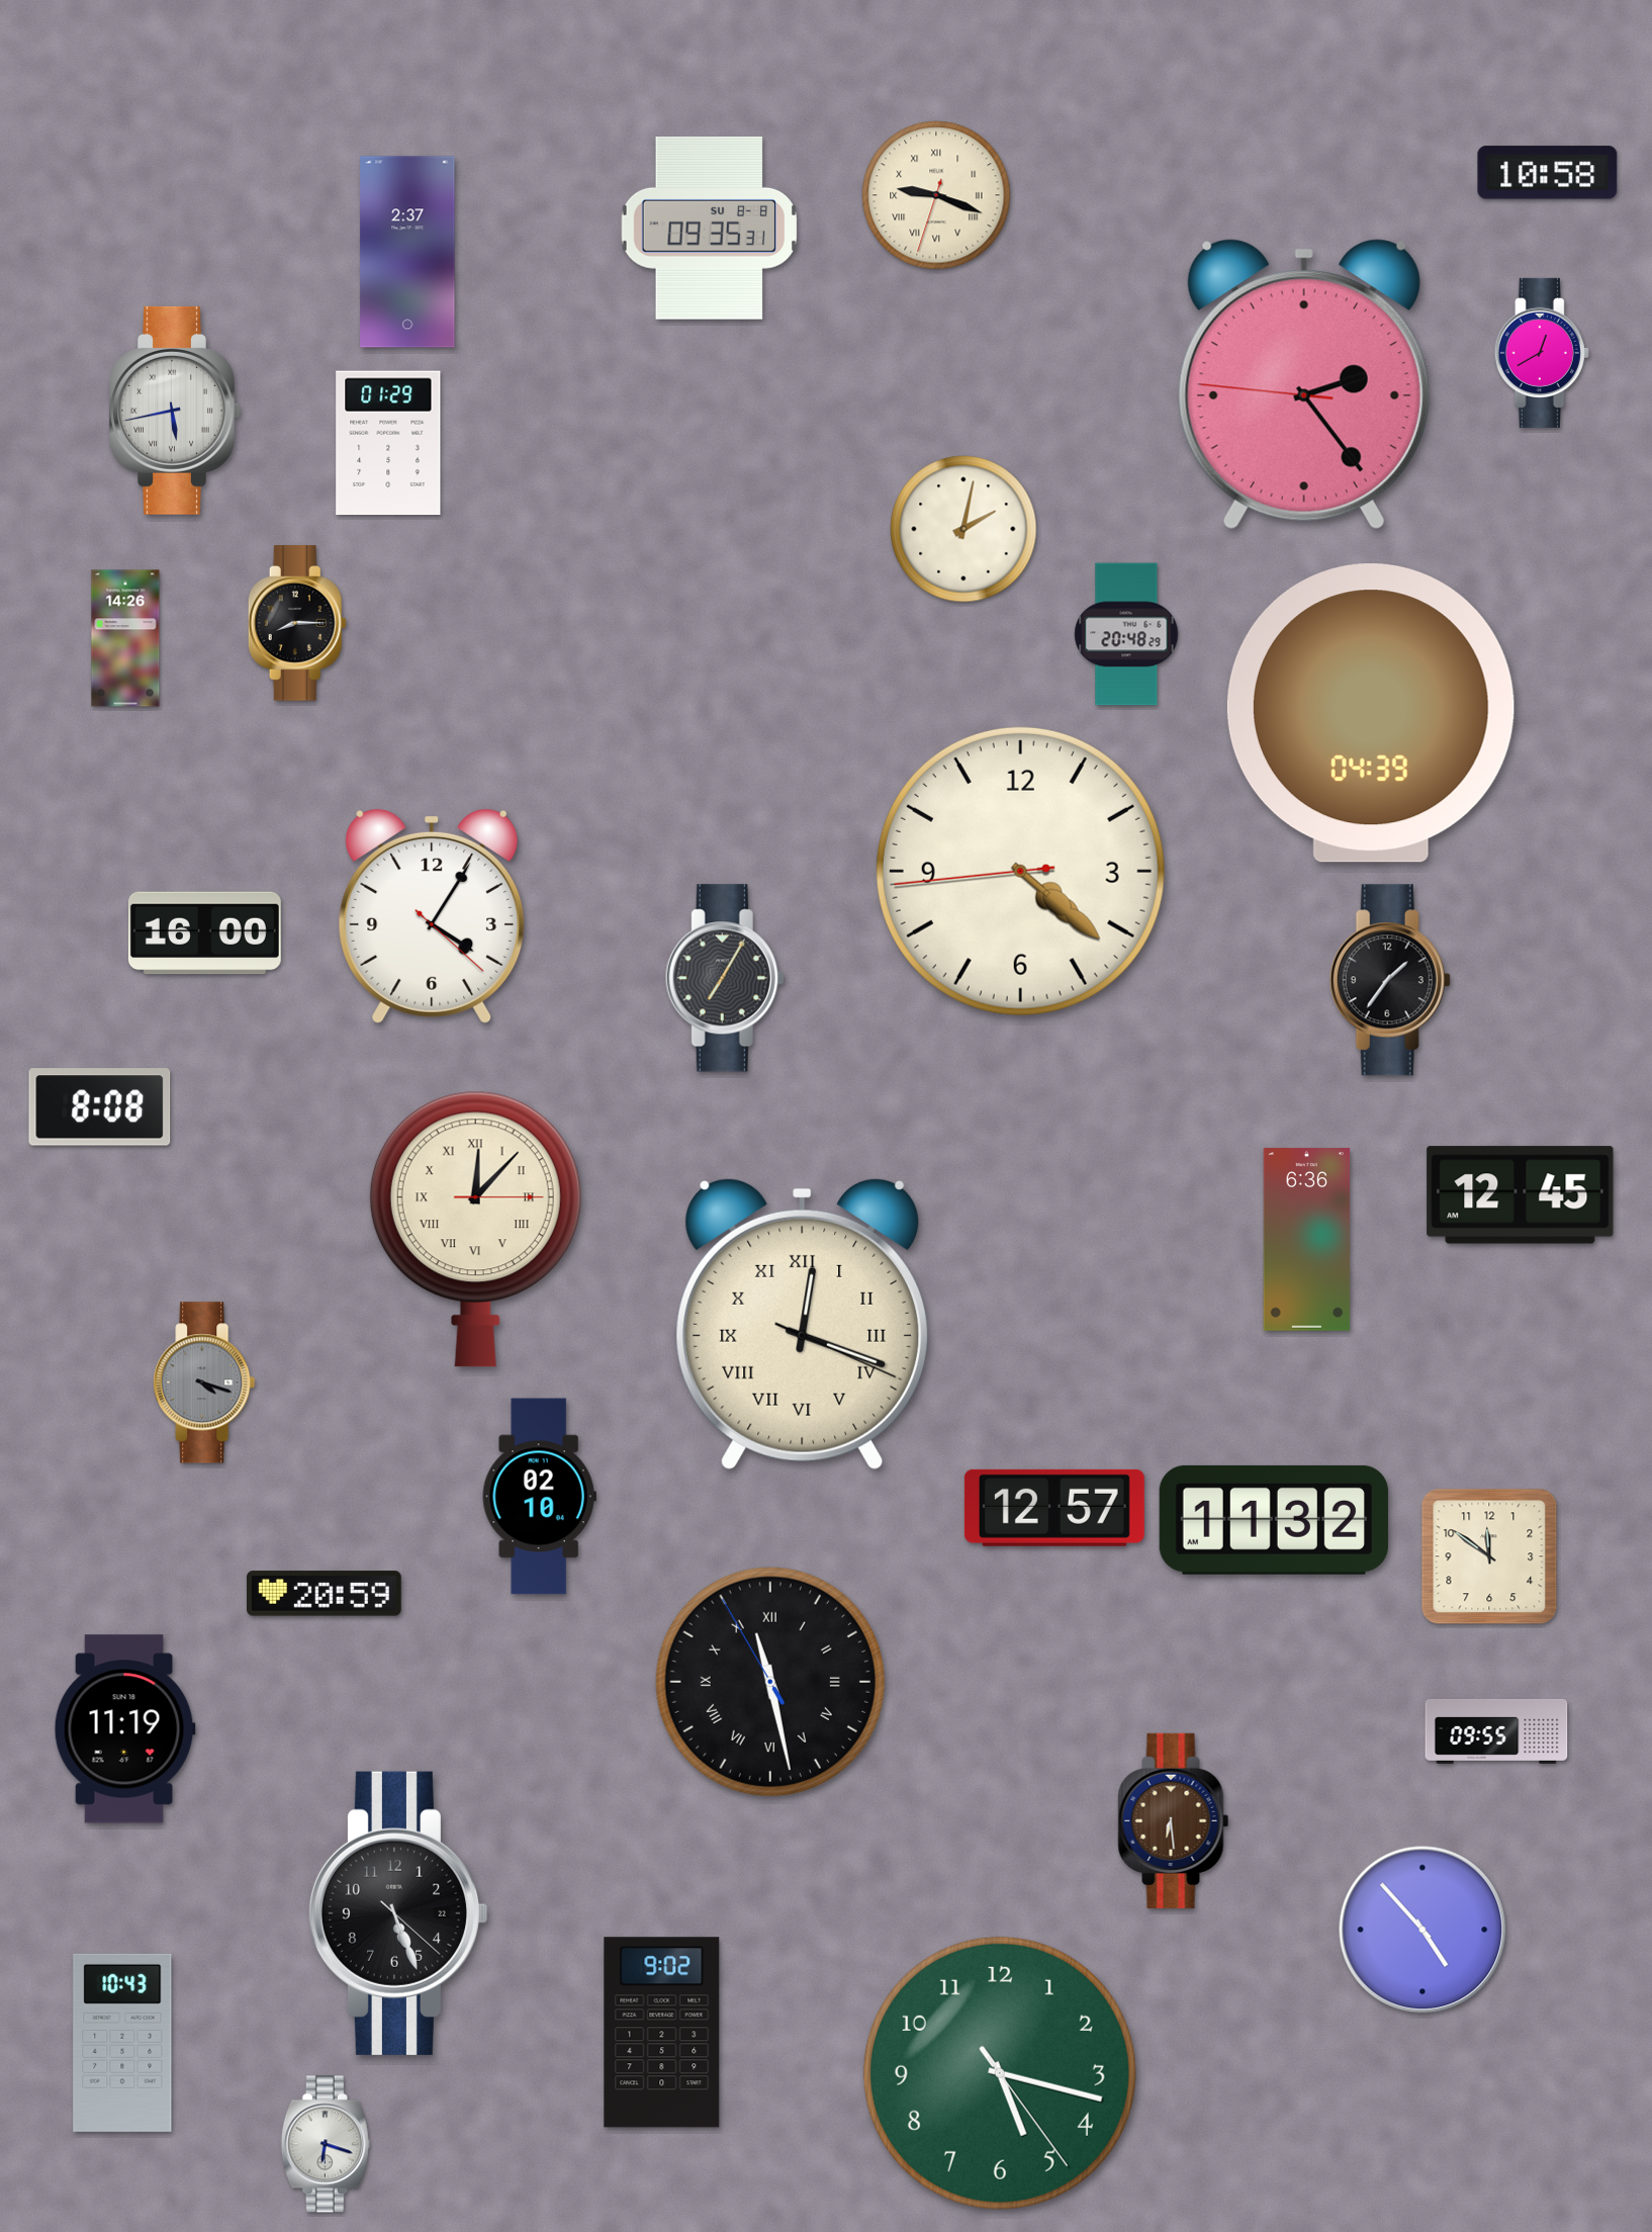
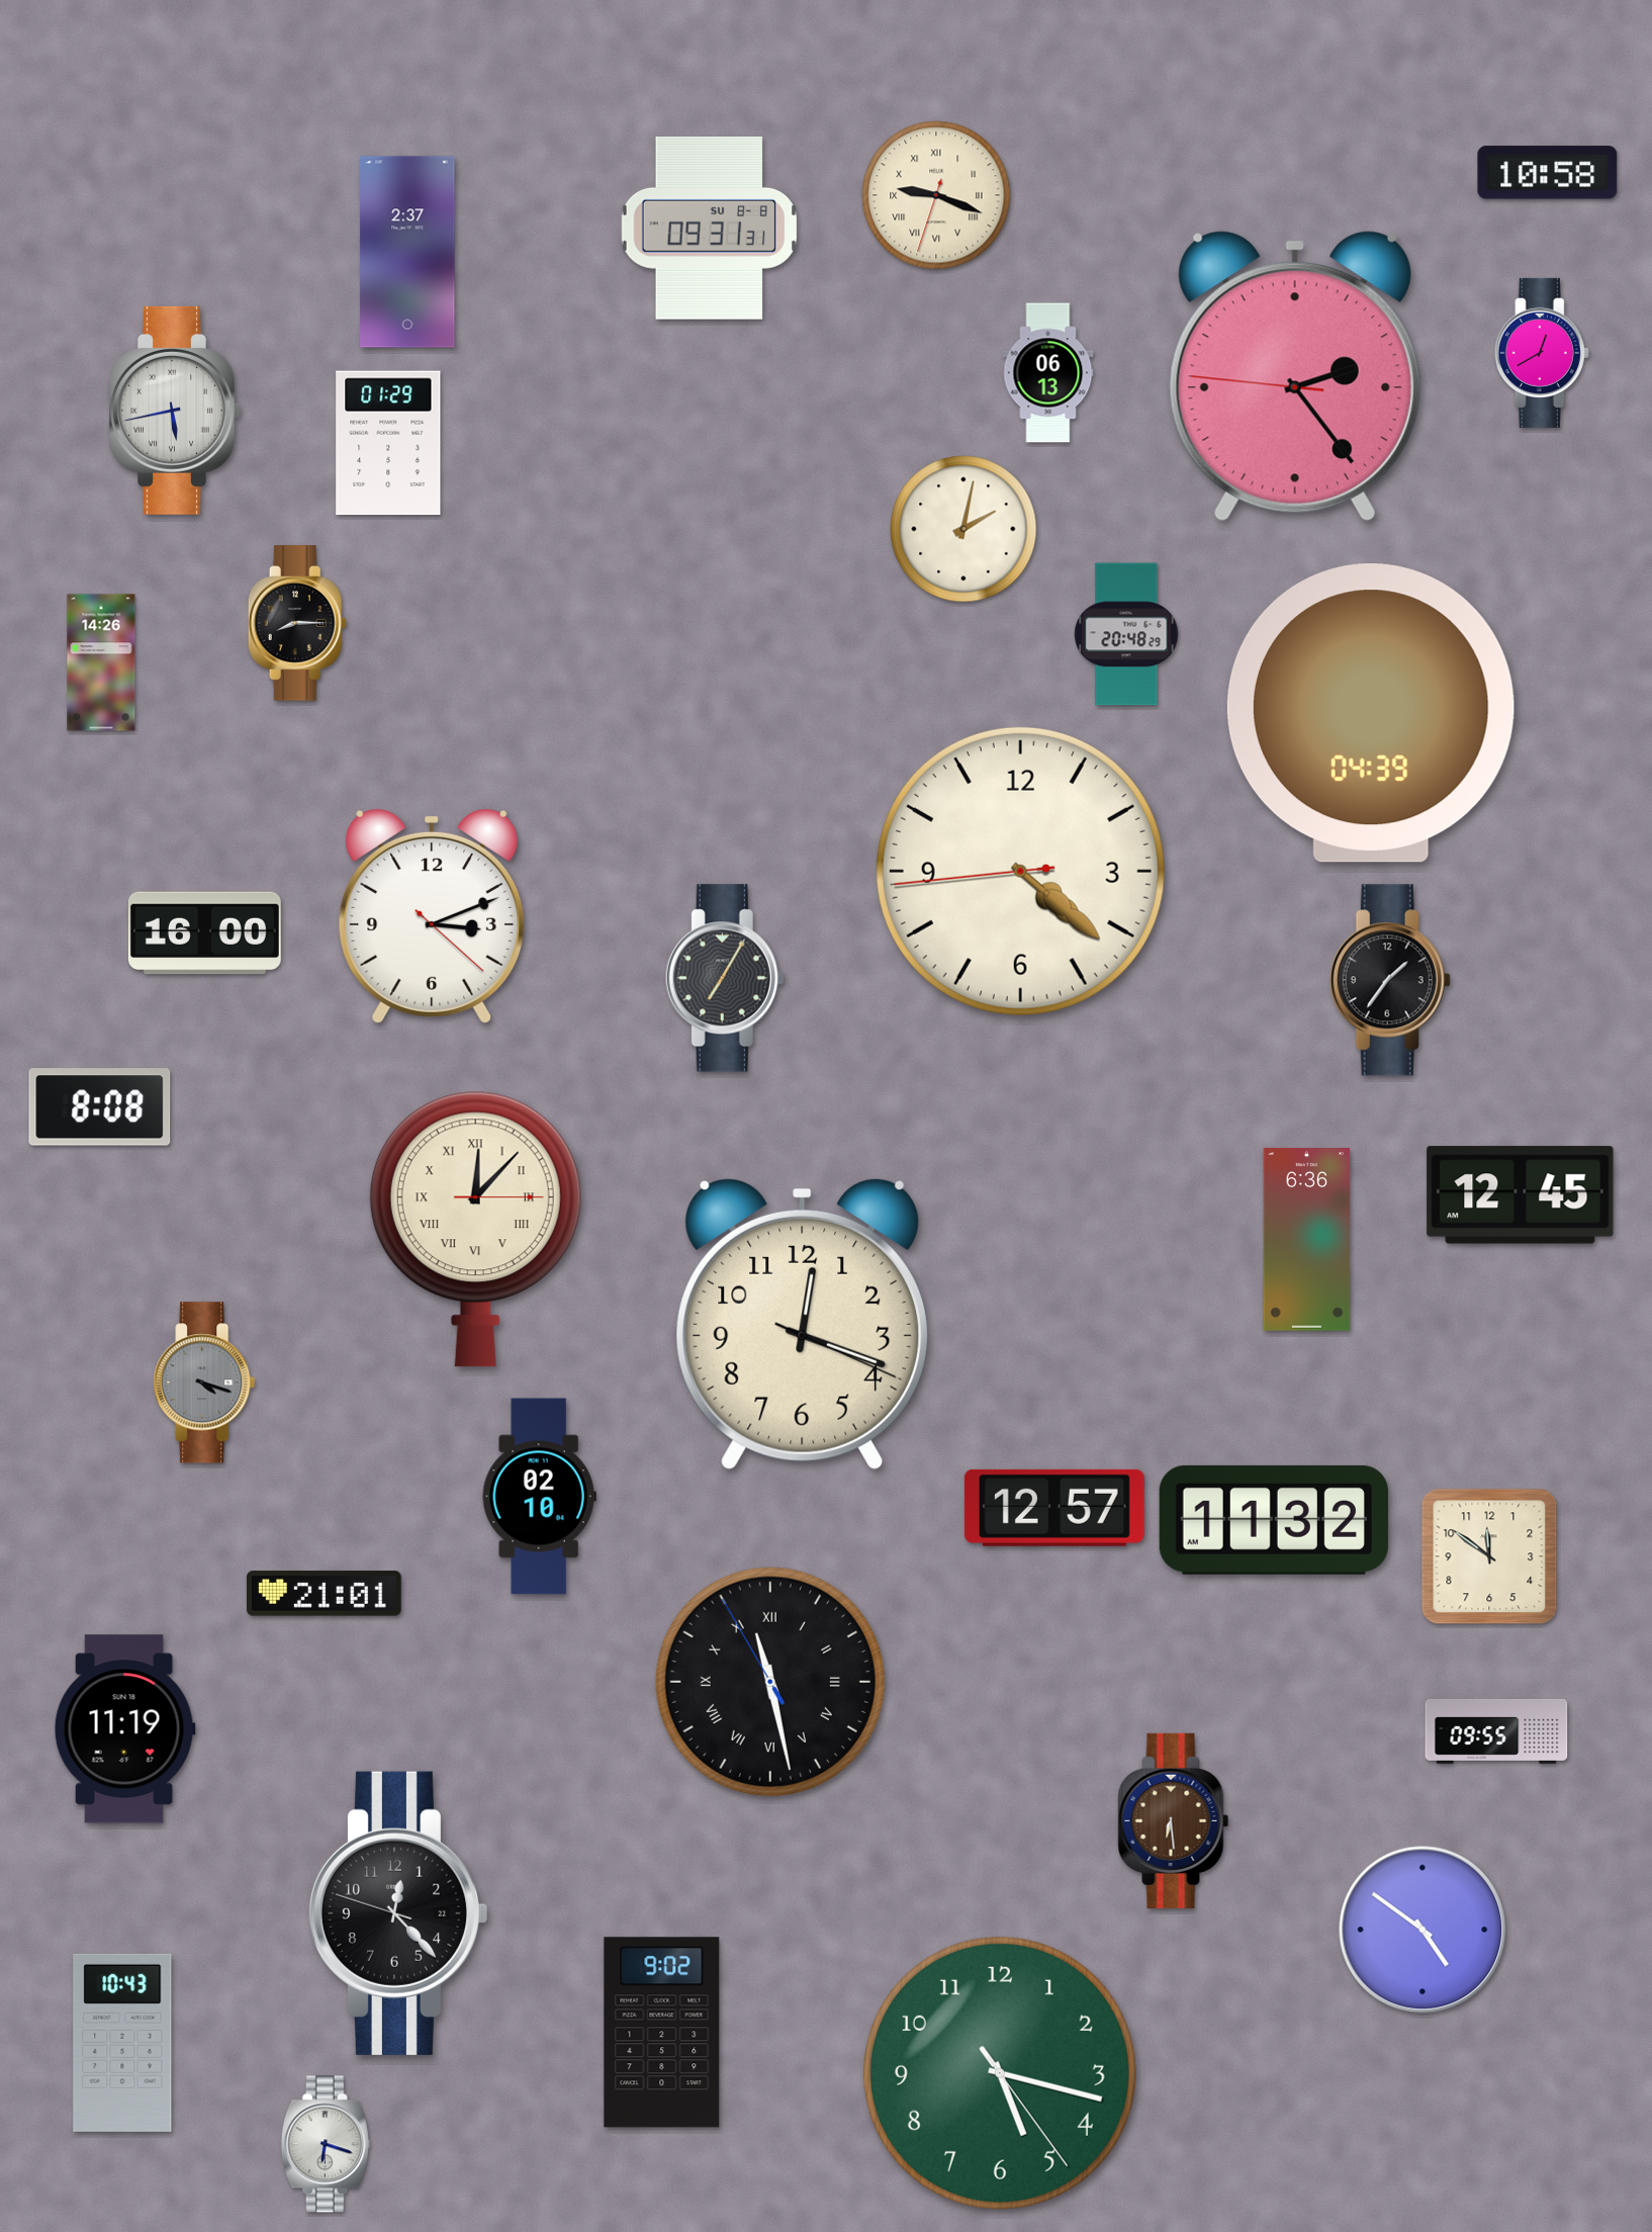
clock at (709, 228): 09:35 -> 09:31
clock at (1048, 373): none -> 06:13
clock at (1304, 384) position: (1304, 384) -> (1295, 376)
clock at (125, 638) position: (125, 638) -> (101, 662)
clock at (432, 916): 4:05 -> 3:11
clock at (802, 1324) numerals: Roman -> Arabic
clock at (325, 1594): 20:59 -> 21:01
clock at (397, 1913): 5:26 -> 12:22
clock at (1422, 1930): 4:53 -> 4:51
